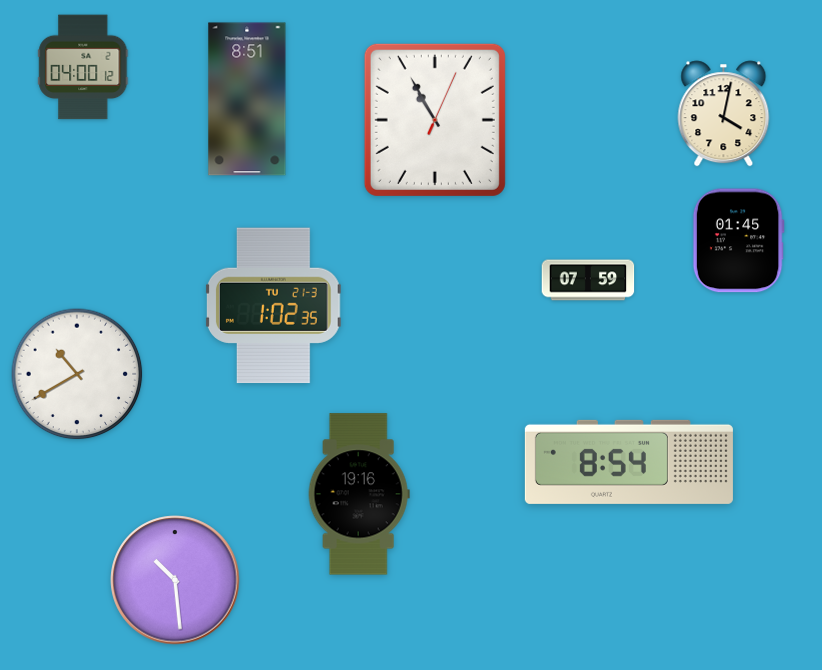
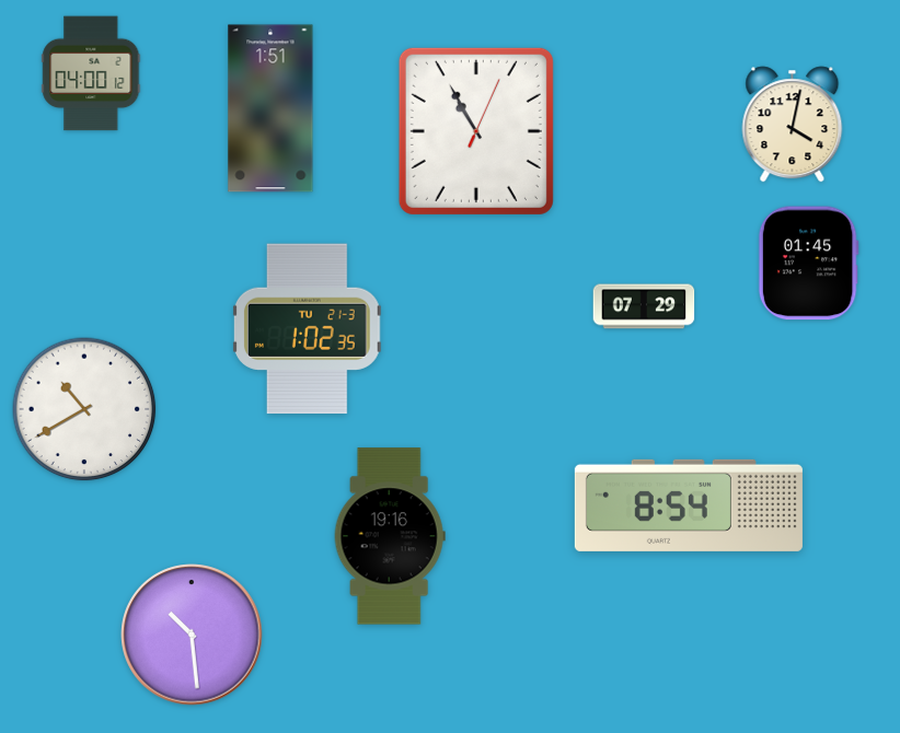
clock at (247, 99): 8:51 -> 1:51
clock at (588, 280): 07:59 -> 07:29
clock at (273, 306) position: (273, 306) -> (307, 329)
clock at (359, 494) position: (359, 494) -> (390, 536)
